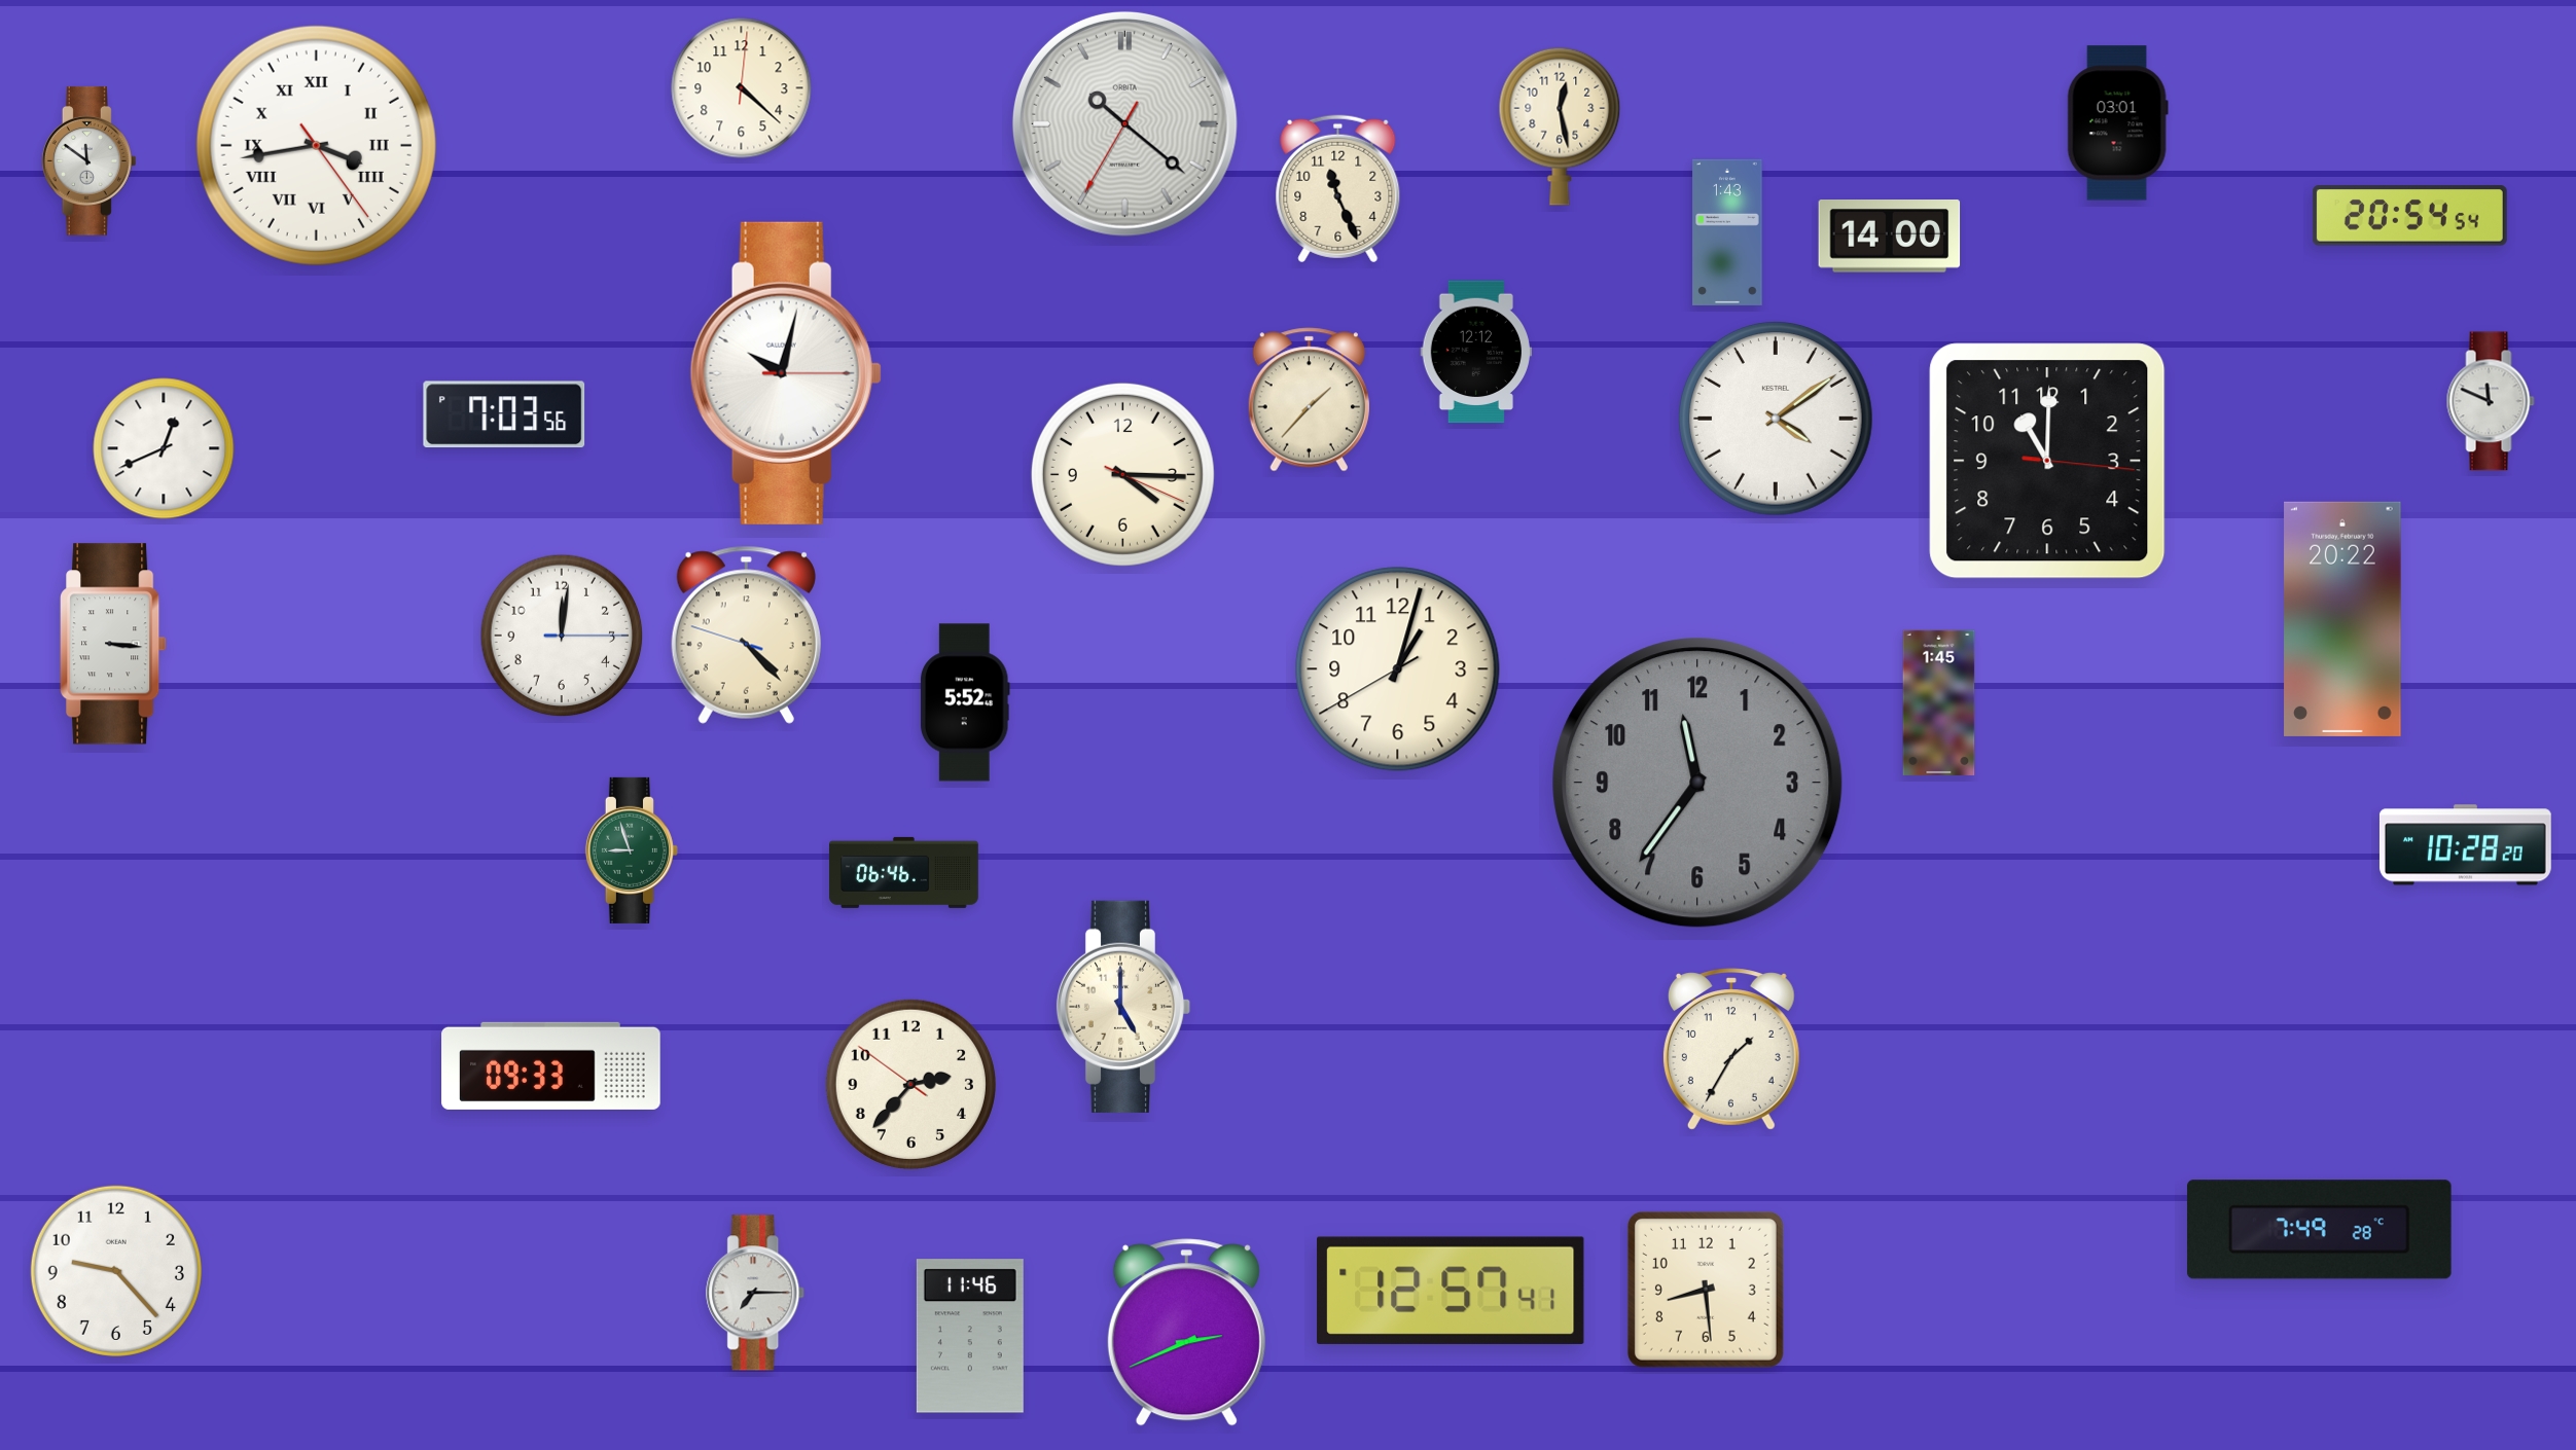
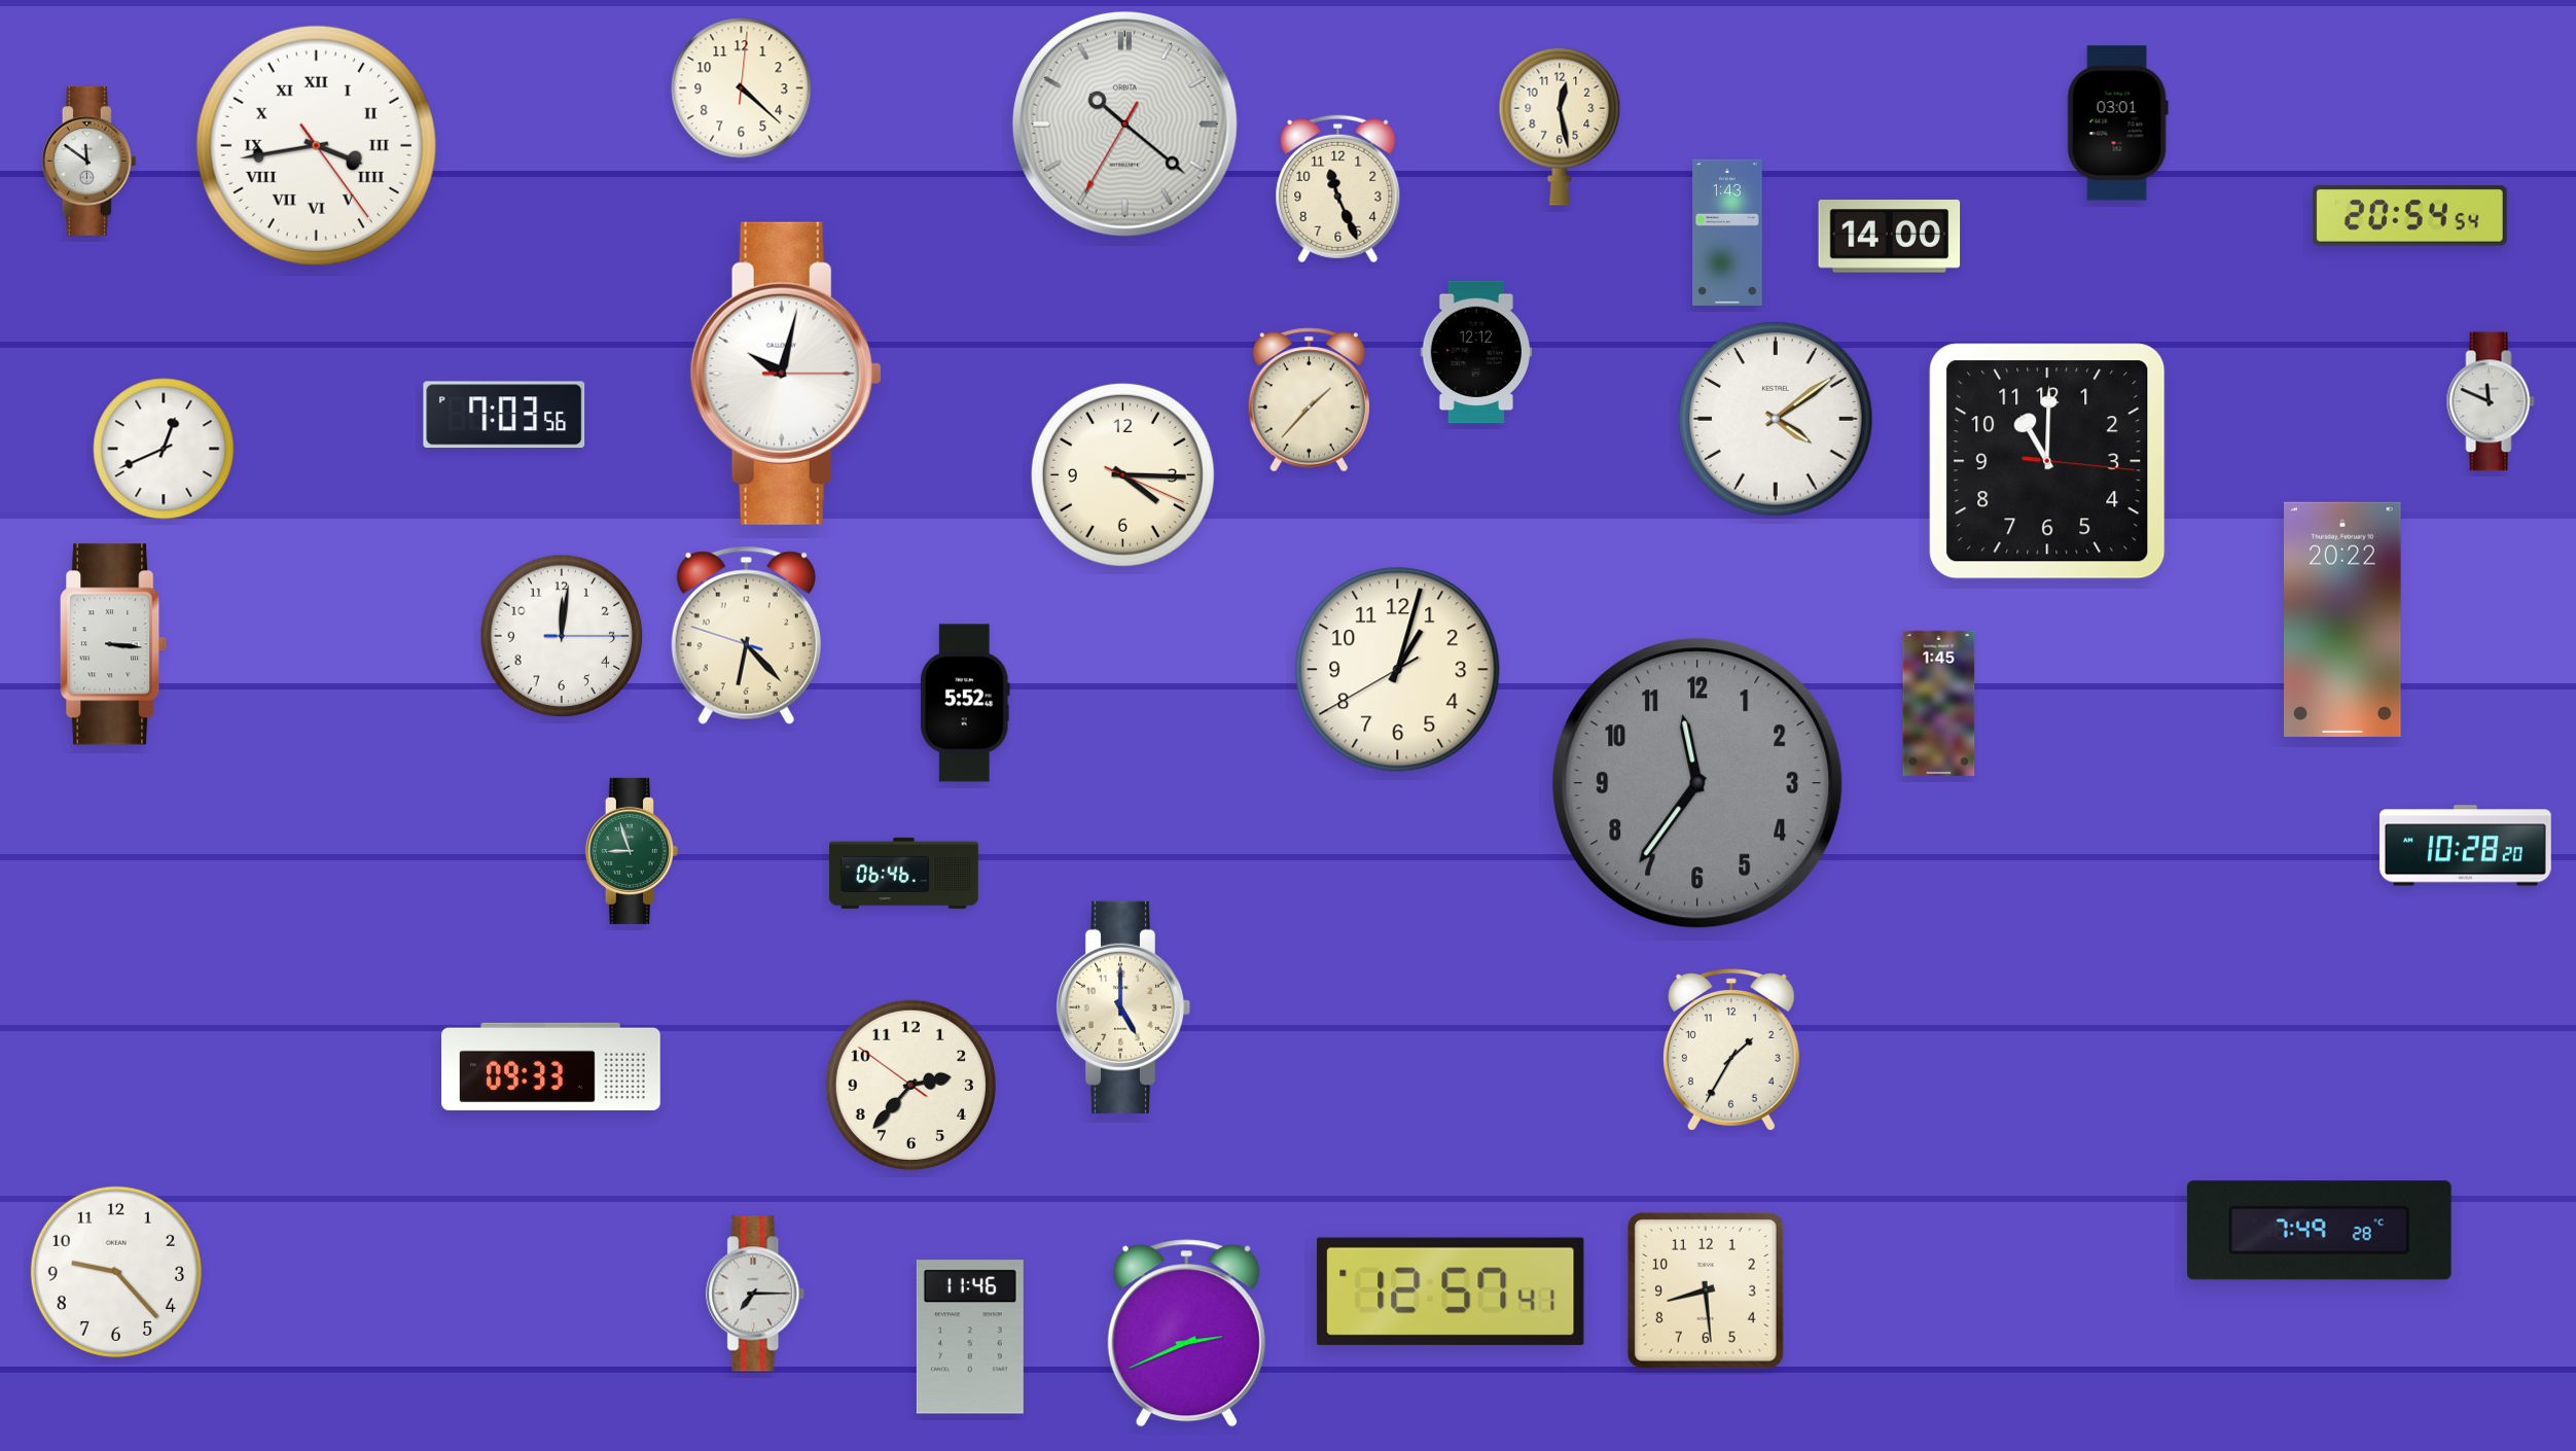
clock at (746, 635): 4:22 -> 6:22
